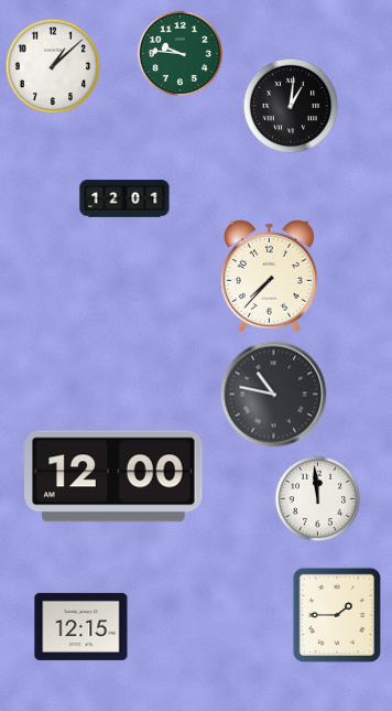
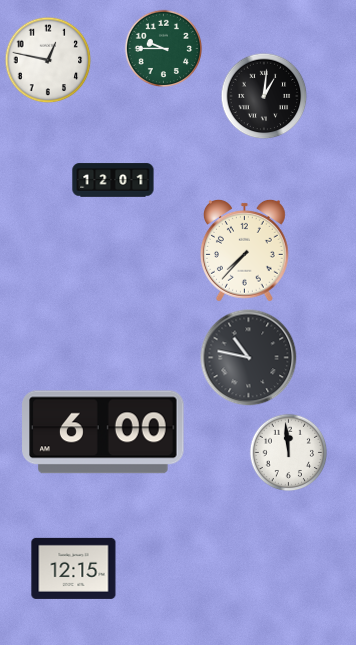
clock at (179, 53): 9:46 -> 9:45
clock at (53, 66): 1:08 -> 12:47
clock at (113, 476): 12:00 -> 6:00
clock at (337, 614): 1:45 -> none
